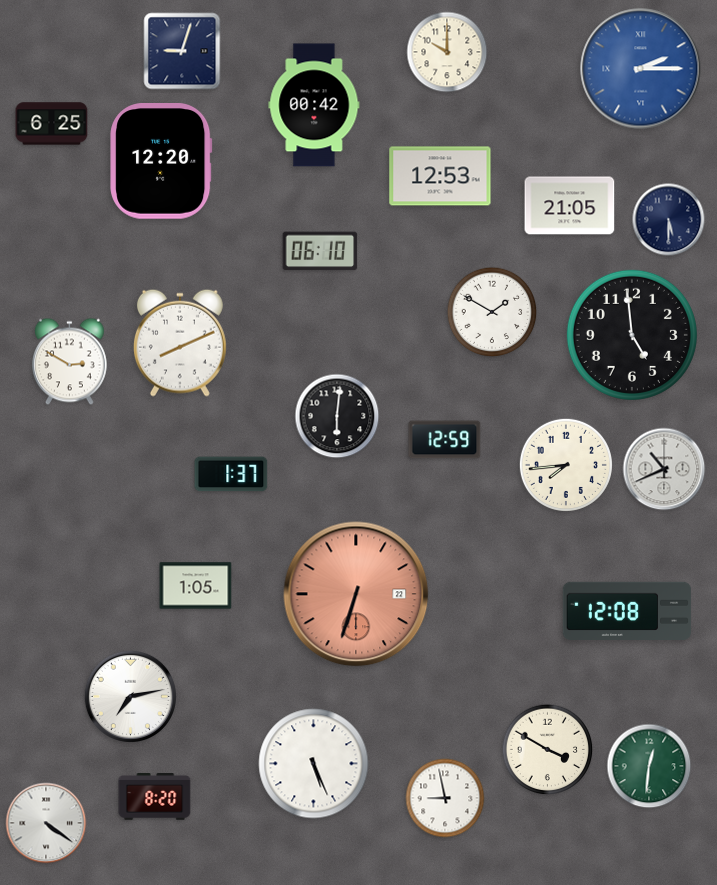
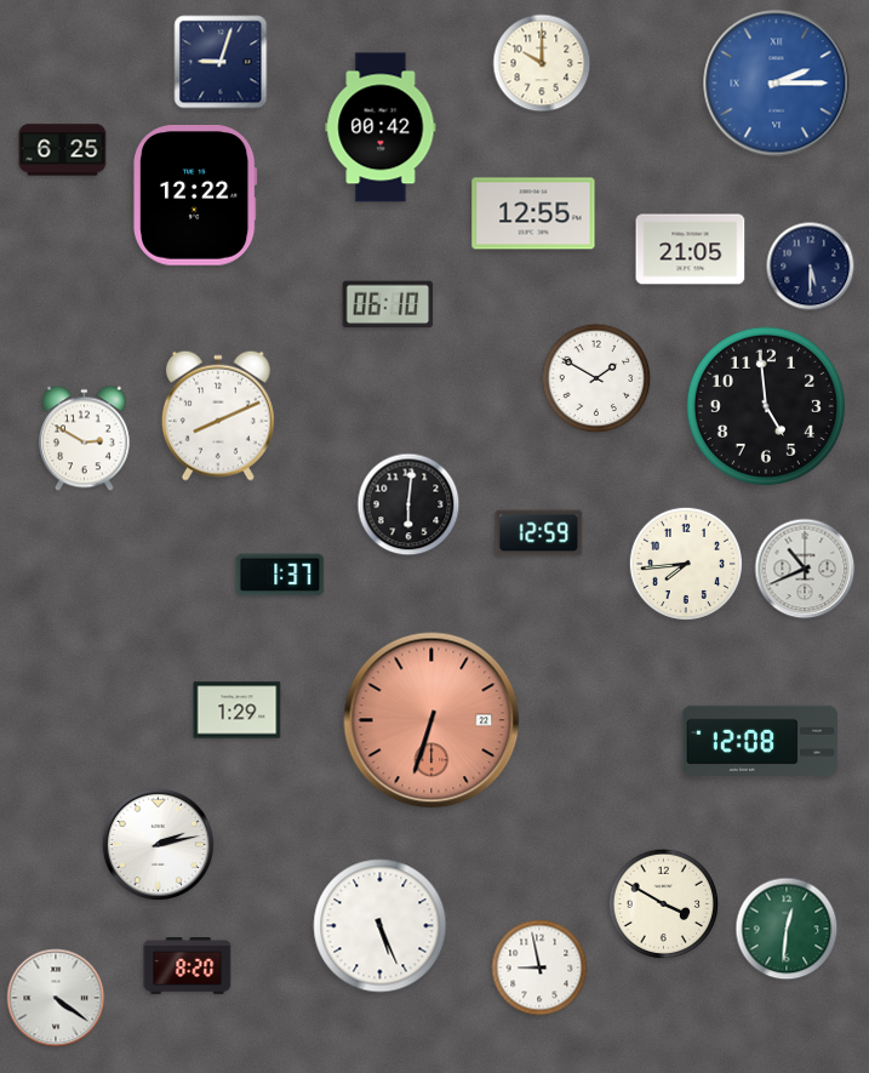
clock at (161, 162): 12:20 -> 12:22
clock at (440, 176): 12:53 -> 12:55
clock at (196, 586): 1:05 -> 1:29
clock at (130, 696): 7:13 -> 2:13
clock at (548, 750) position: (548, 750) -> (664, 904)
